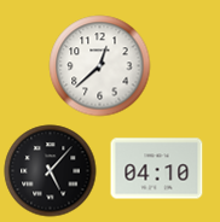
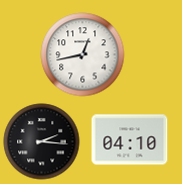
clock at (100, 66): 12:38 -> 12:43
clock at (51, 171): 5:07 -> 2:16
